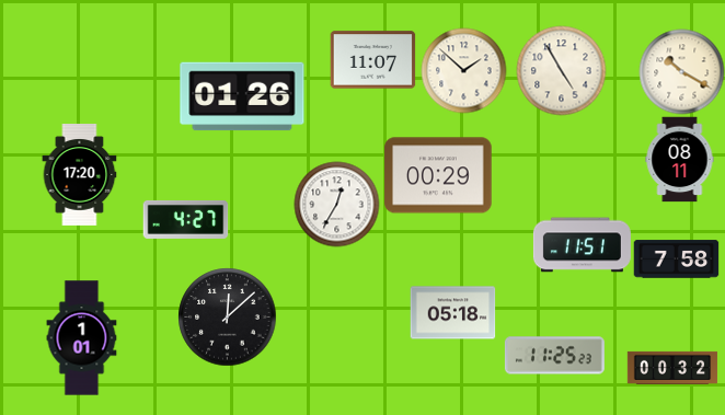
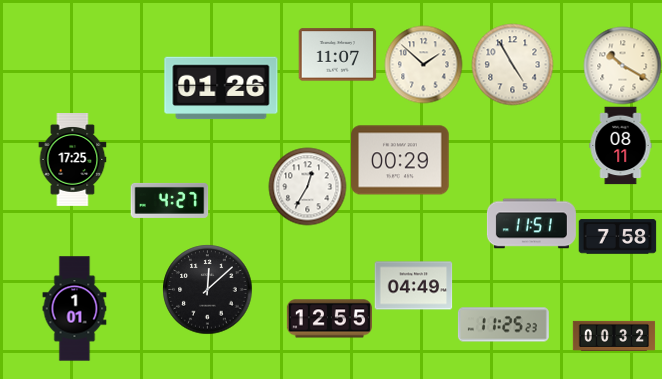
clock at (372, 60) position: (372, 60) -> (337, 55)
clock at (80, 175): 17:20 -> 17:25
clock at (452, 313): 05:18 -> 04:49
clock at (329, 319): none -> 12:55
clock at (554, 356) position: (554, 356) -> (503, 325)
